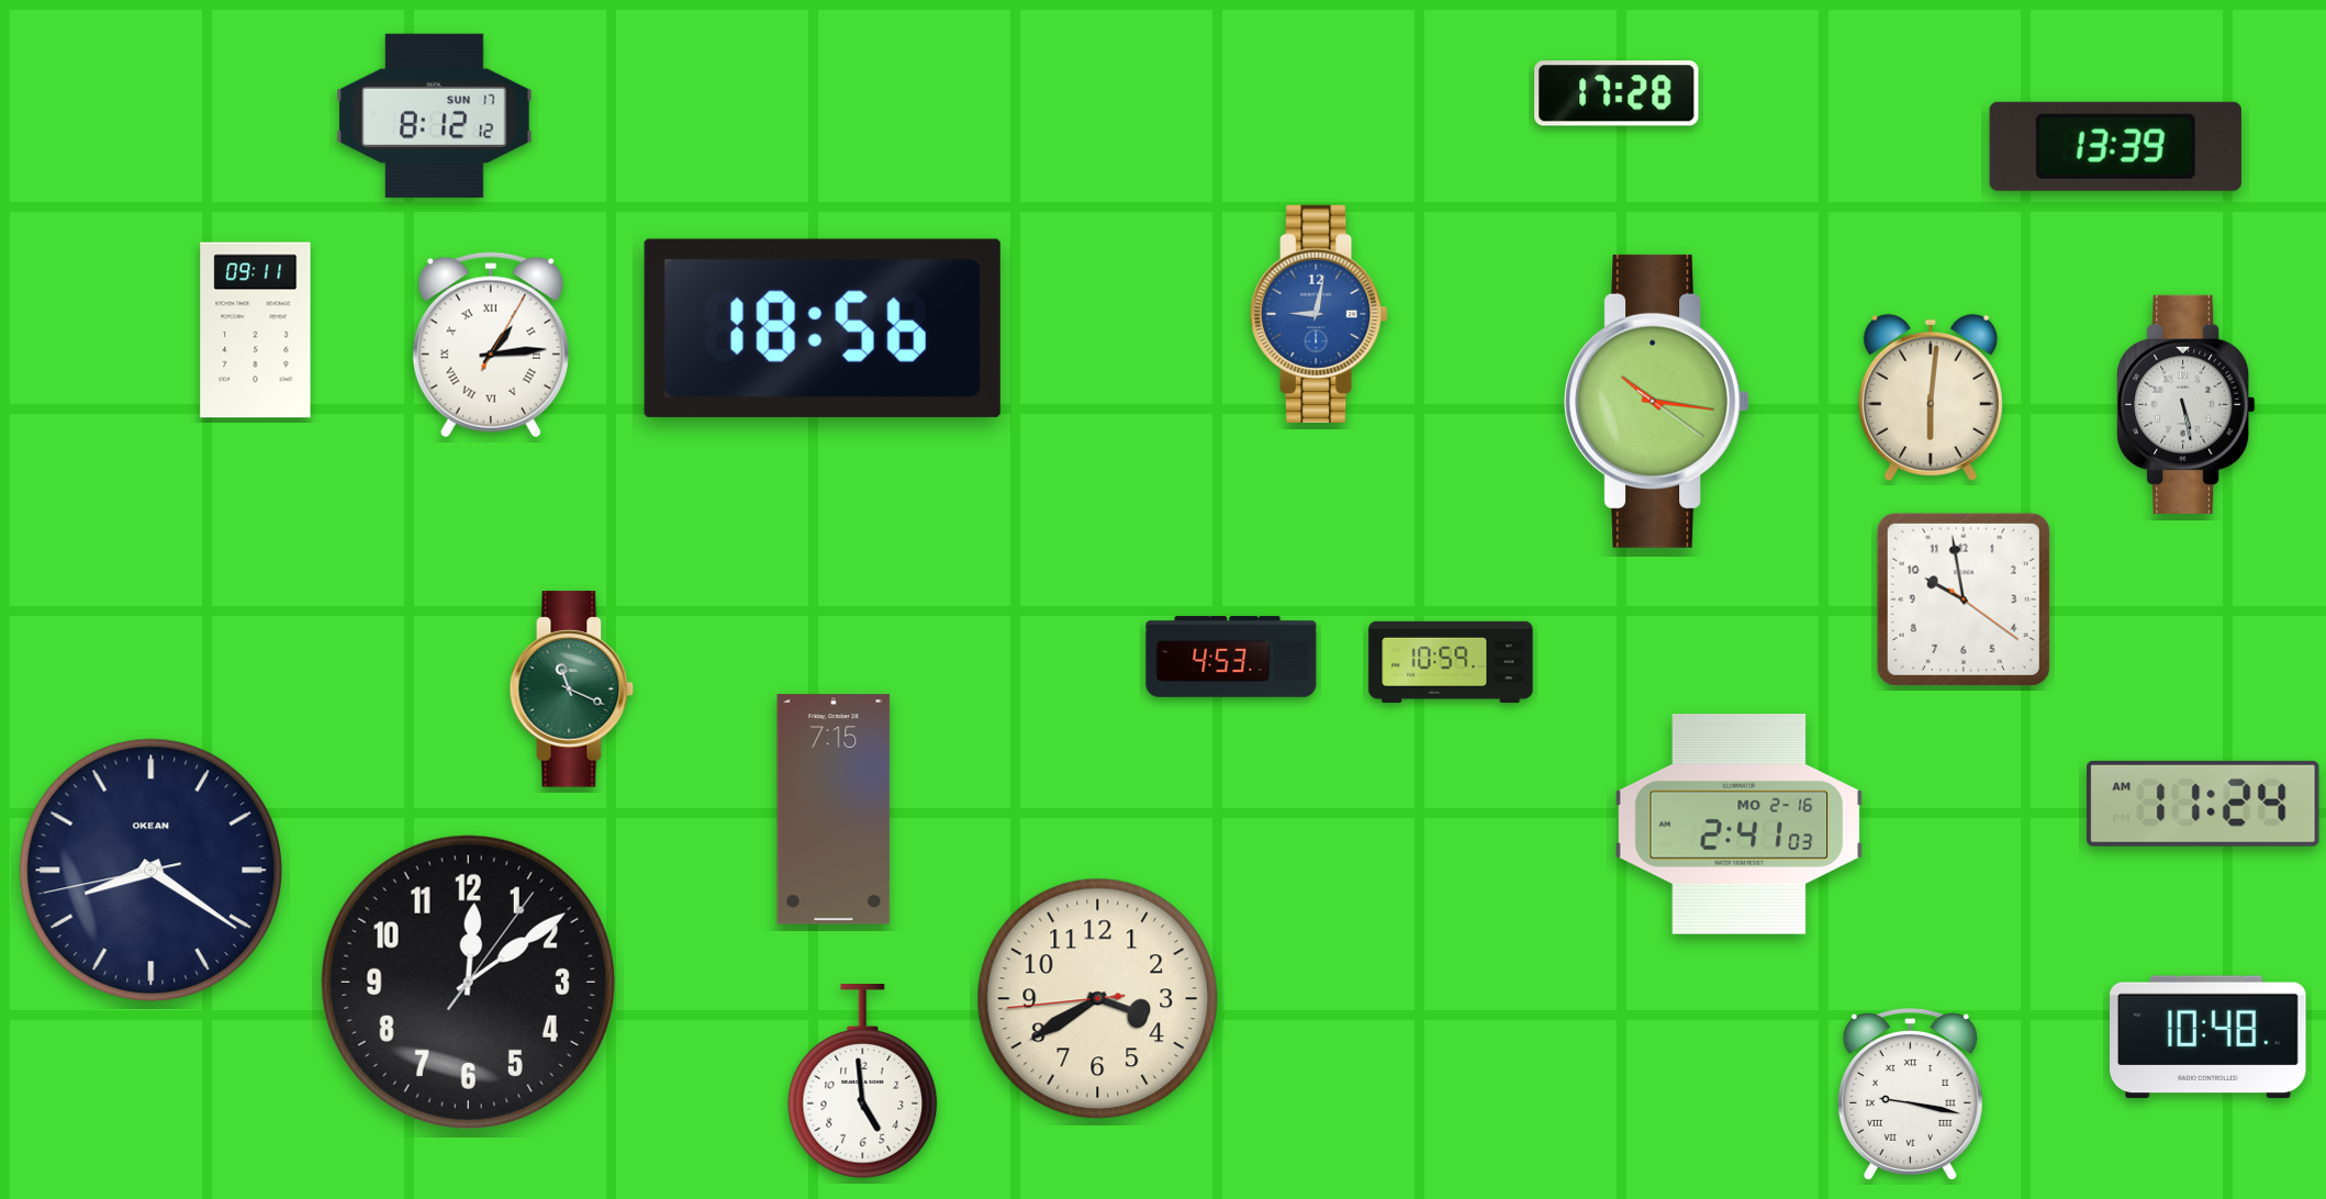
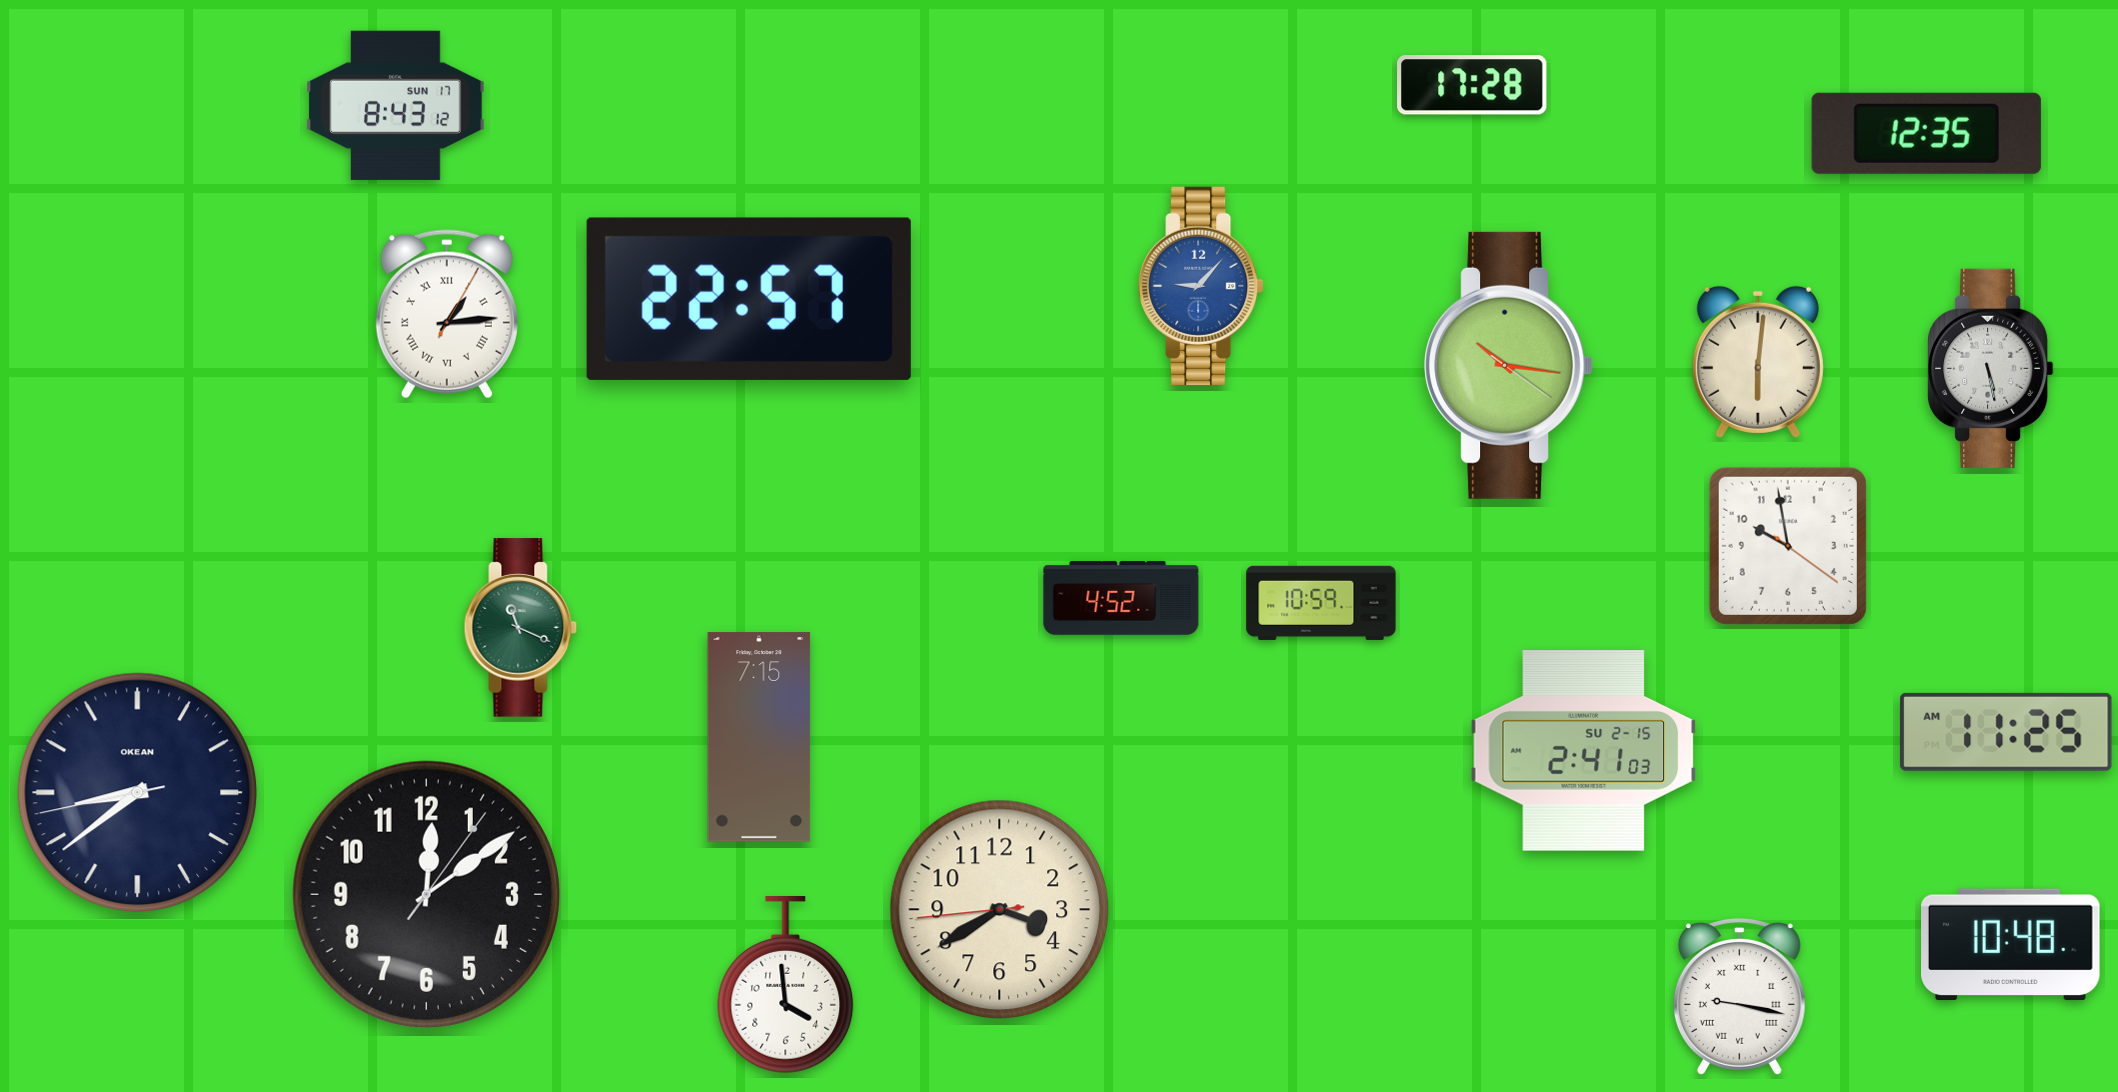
clock at (435, 115): 8:12 -> 8:43
clock at (2115, 146): 13:39 -> 12:35
clock at (1320, 314): 9:02 -> 9:07
clock at (823, 328): 18:56 -> 22:57
clock at (256, 330): 09:11 -> none
clock at (1231, 657): 4:53 -> 4:52
clock at (2203, 804): 11:24 -> 11:25
clock at (1740, 825) date: MO 2-16 -> SU 2-15
clock at (152, 871): 8:20 -> 8:38
clock at (863, 1082): 4:59 -> 3:59
